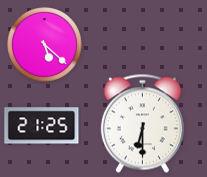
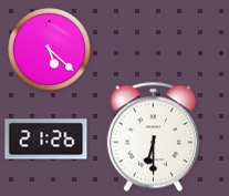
clock at (142, 124) position: (142, 124) -> (153, 137)
clock at (42, 126): 21:25 -> 21:26
